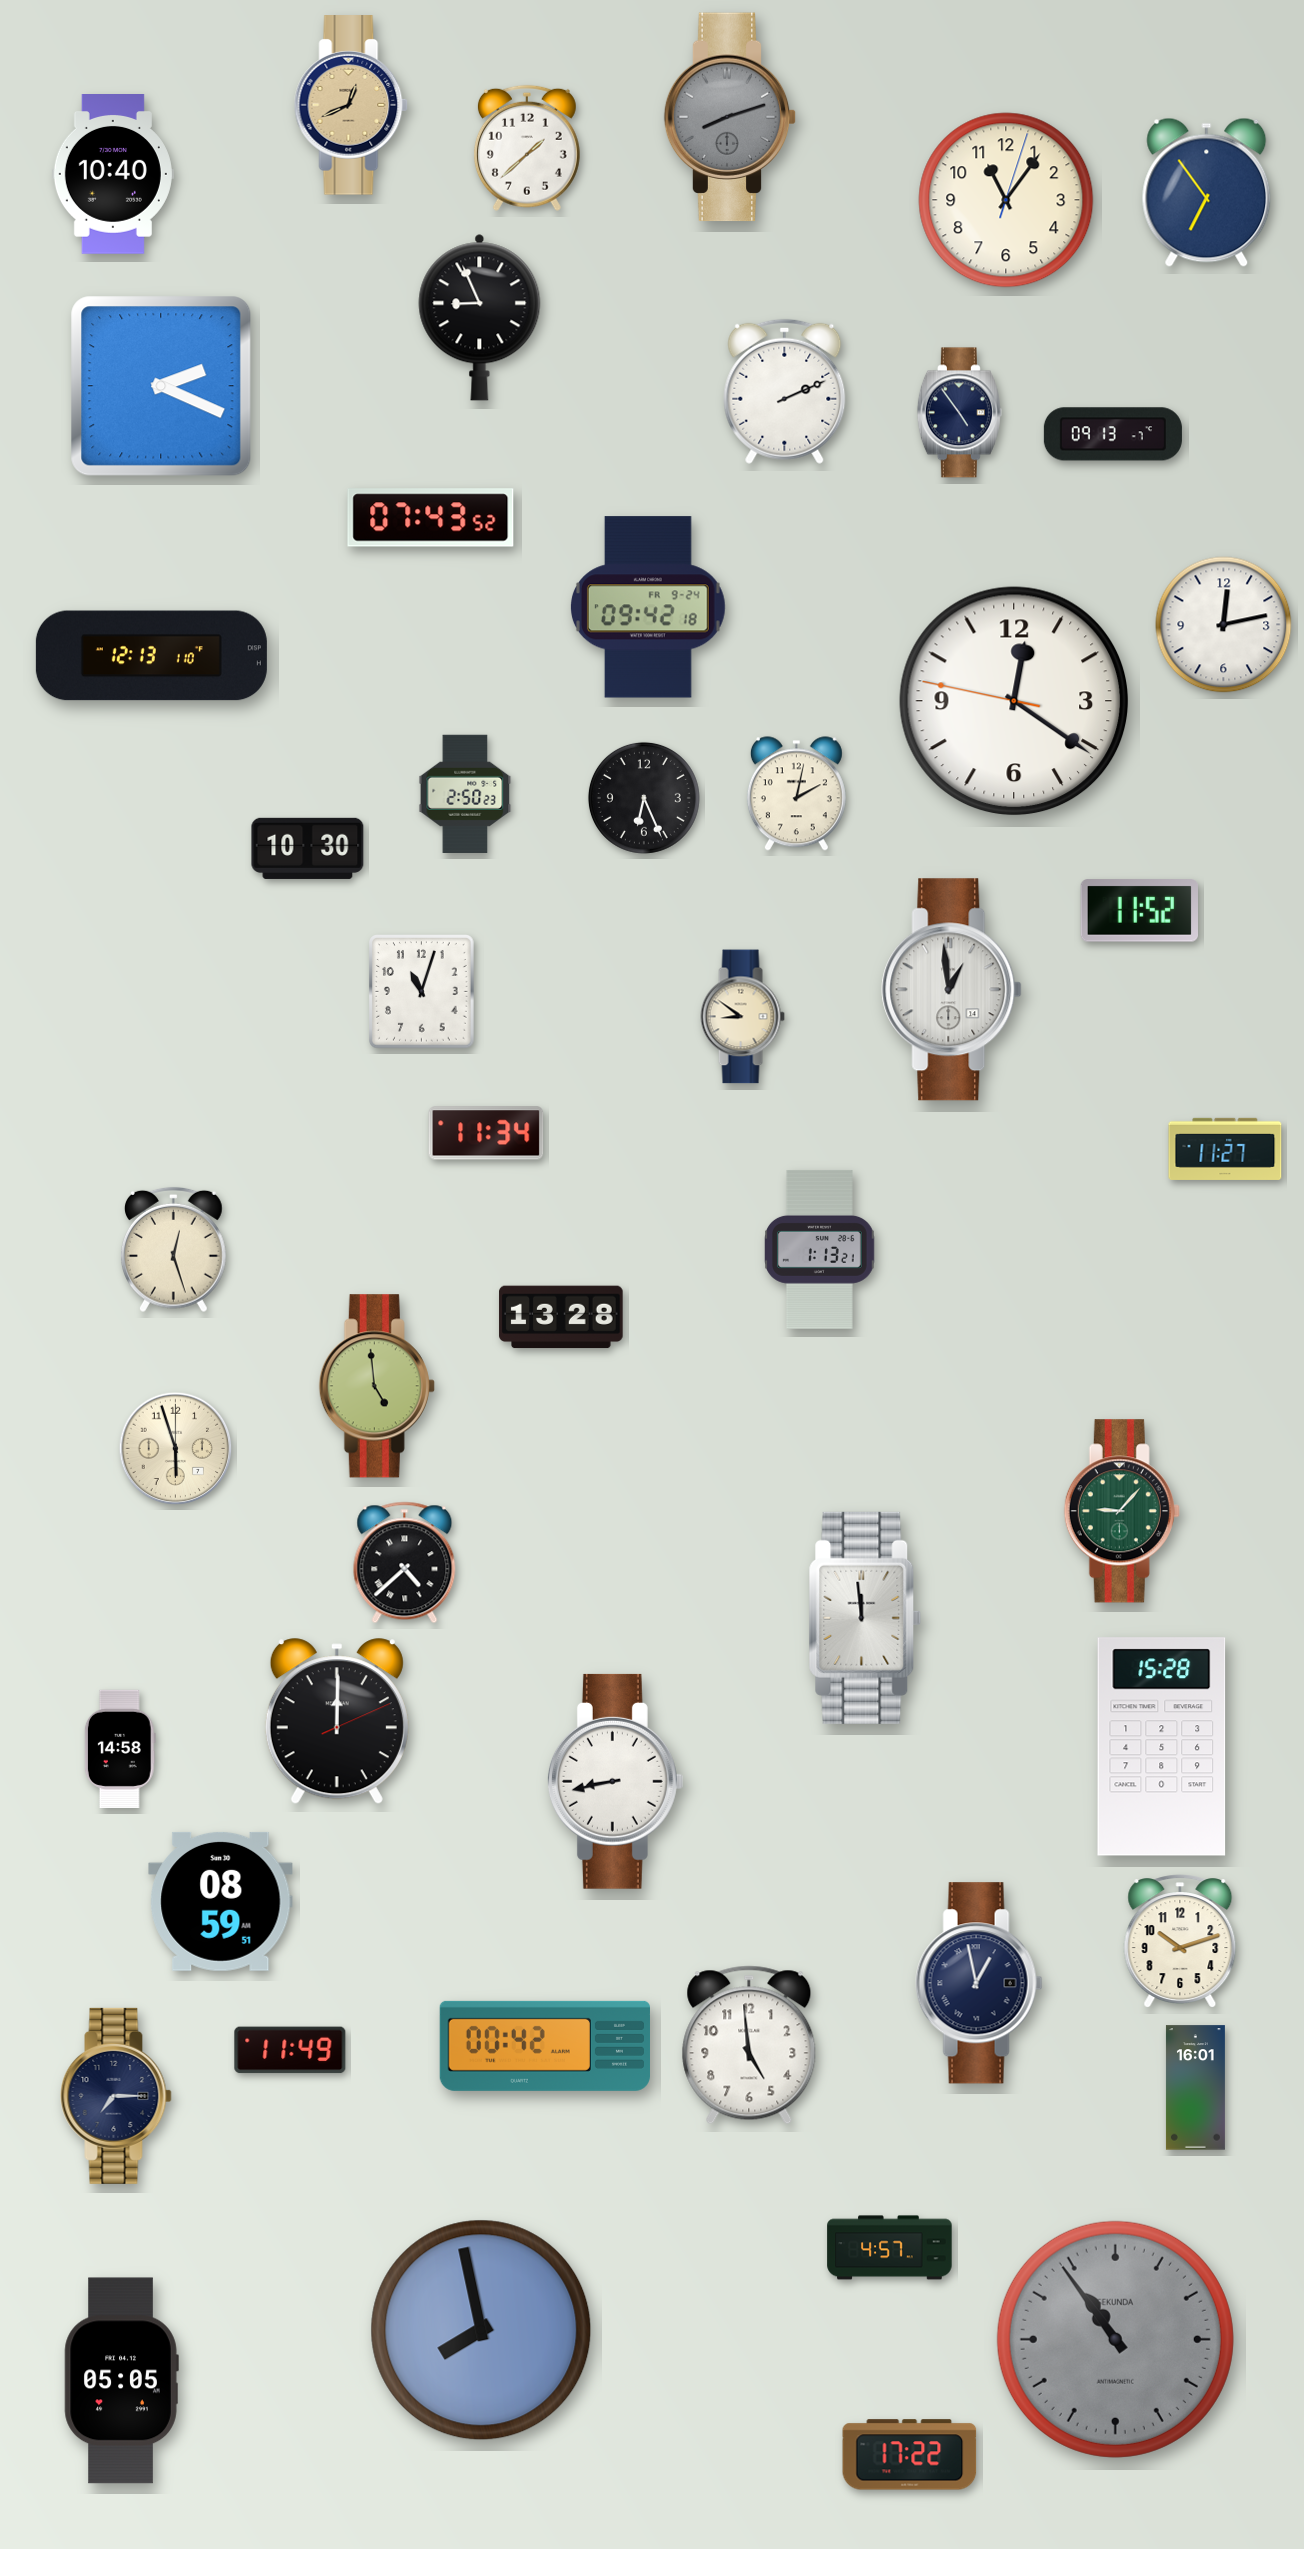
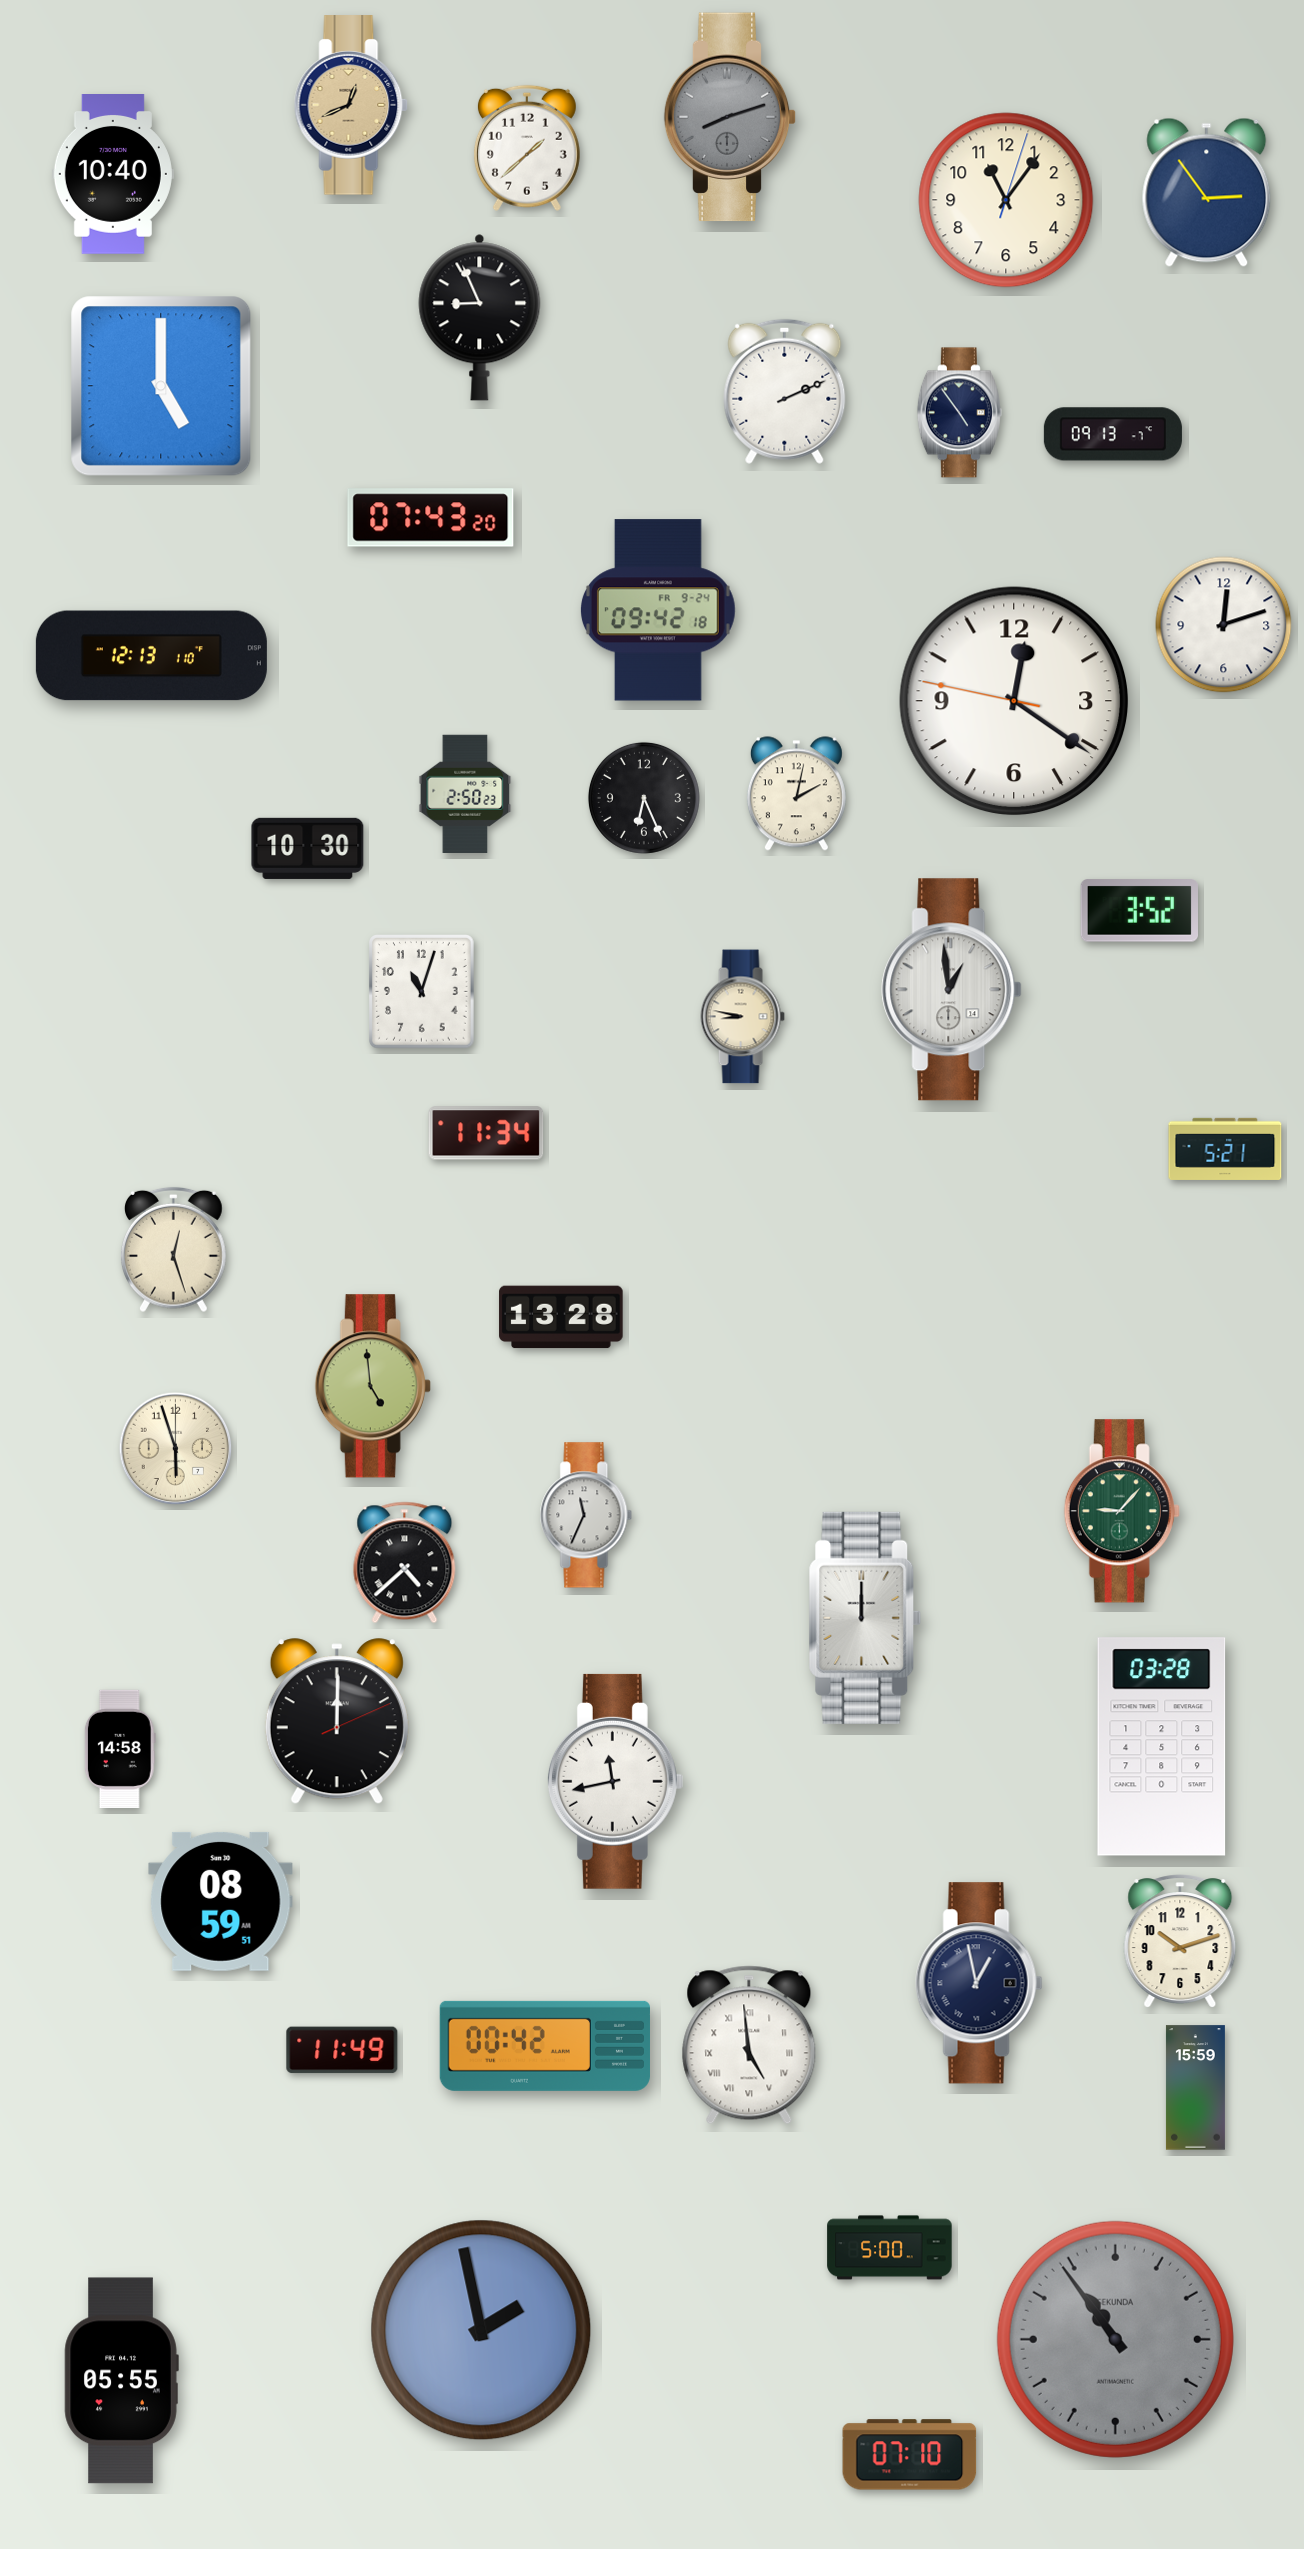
clock at (1207, 192): 6:54 -> 2:54
clock at (161, 386): 2:19 -> 5:00
clock at (431, 518): 07:43:52 -> 07:43:20
clock at (648, 607) position: (648, 607) -> (658, 610)
clock at (1224, 625): 12:13 -> 12:12
clock at (1139, 911): 11:52 -> 3:52
clock at (742, 1017): 8:51 -> 8:47
clock at (1225, 1149): 11:27 -> 5:21
clock at (820, 1249): 1:13 -> none
clock at (377, 1386) position: (377, 1386) -> (373, 1386)
clock at (586, 1515): none -> 11:34
clock at (865, 1618): 11:59 -> 12:00
clock at (1162, 1747): 15:28 -> 03:28
clock at (615, 1781): 8:43 -> 11:43
clock at (749, 2045) numerals: Arabic -> Roman
clock at (290, 2050) position: (290, 2050) -> (342, 2050)
clock at (1195, 2088): 16:01 -> 15:59
clock at (116, 2096): 7:15 -> none
clock at (890, 2248): 4:57 -> 5:00
clock at (481, 2330): 7:58 -> 1:58
clock at (121, 2381): 05:05 -> 05:55
clock at (910, 2455): 17:22 -> 07:10
